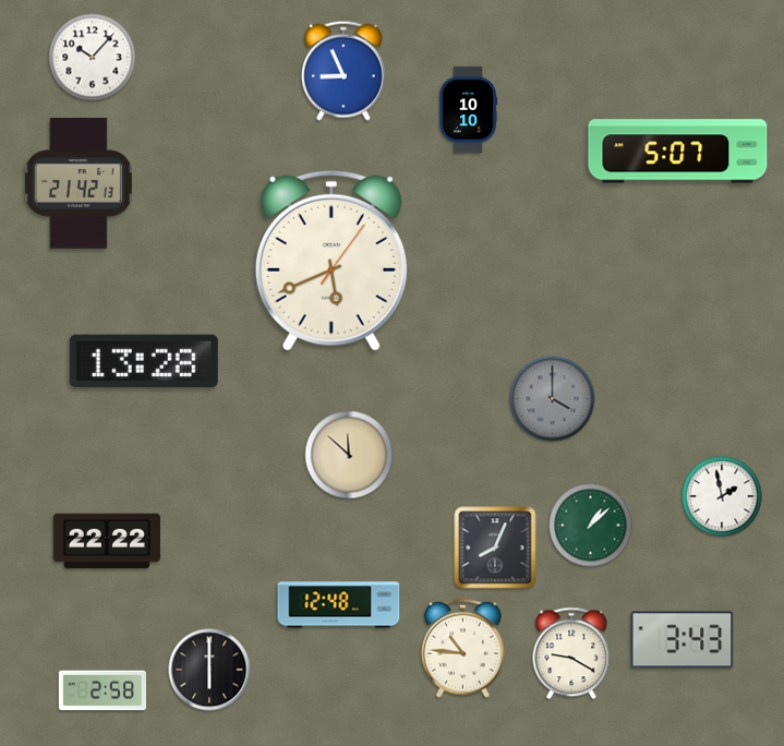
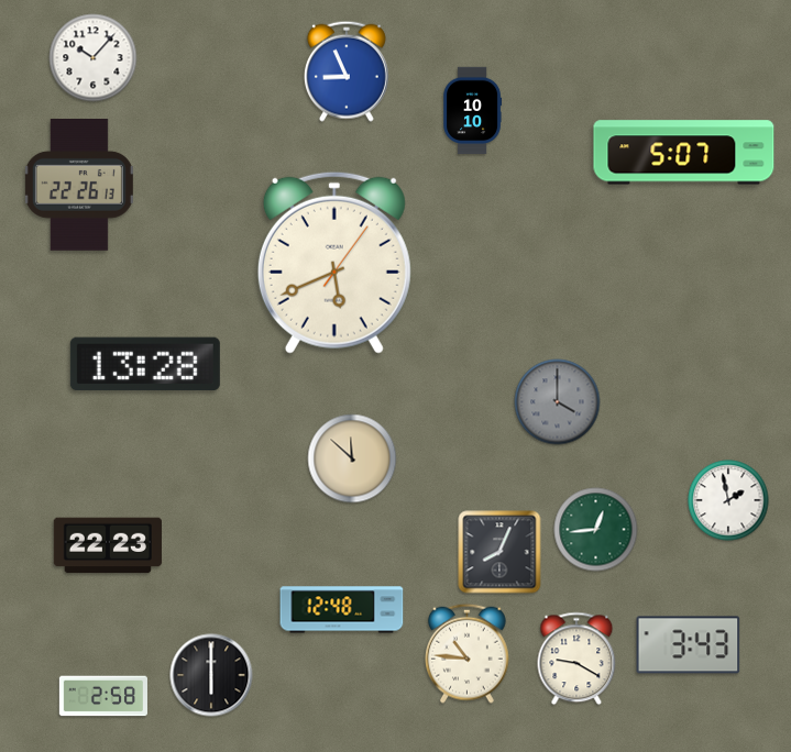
clock at (79, 184): 21:42 -> 22:26
clock at (591, 526): 1:08 -> 12:44
clock at (107, 541): 22:22 -> 22:23
